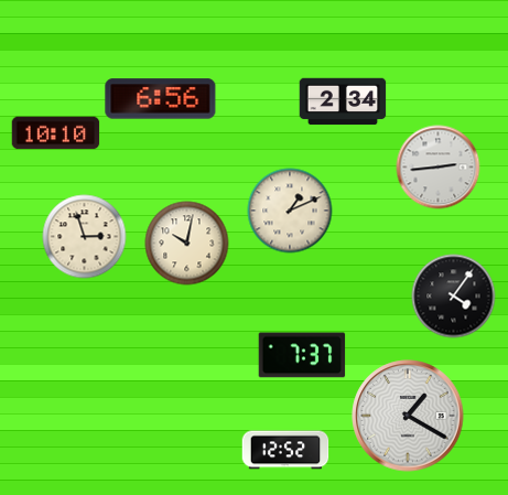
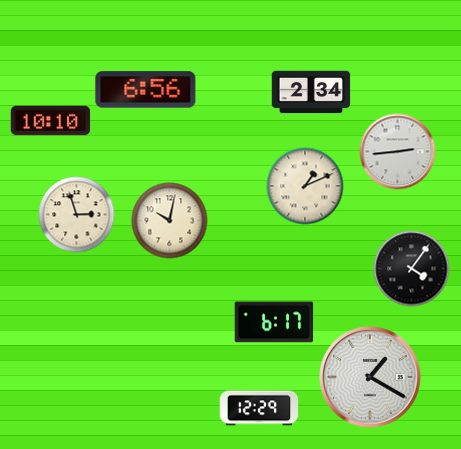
clock at (290, 211) position: (290, 211) -> (305, 186)
clock at (302, 355): 7:37 -> 6:17
clock at (285, 450): 12:52 -> 12:29
